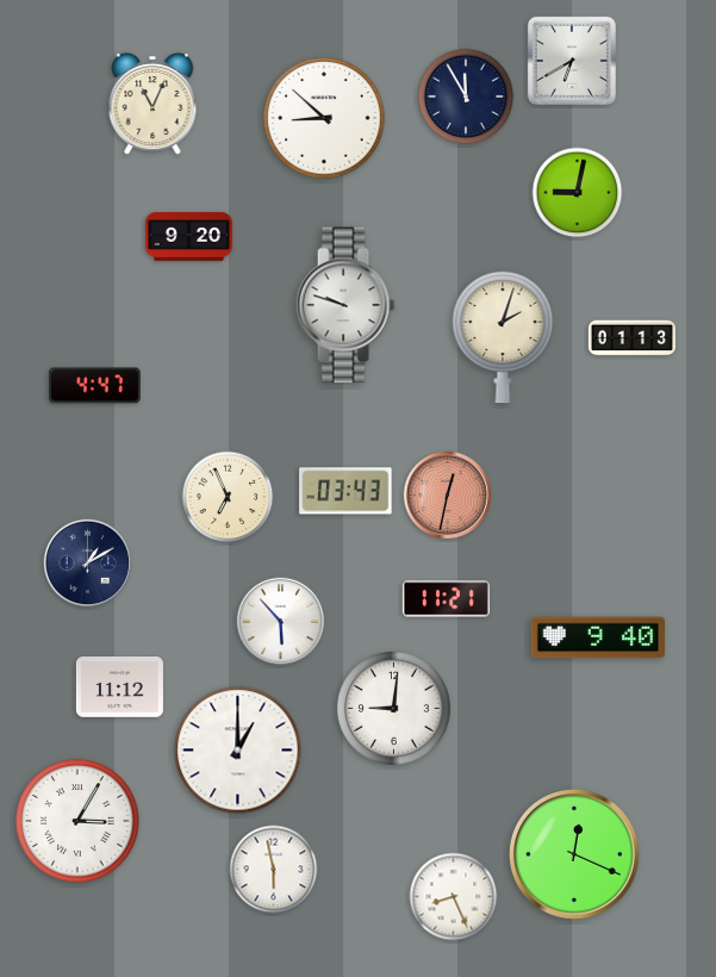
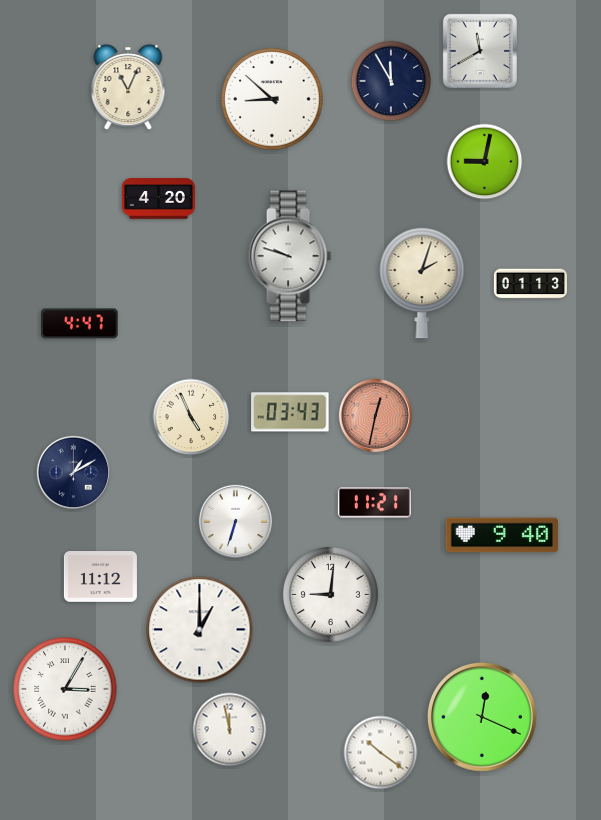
clock at (572, 61): 6:40 -> 11:40
clock at (188, 237): 9:20 -> 4:20
clock at (228, 497): 6:56 -> 4:56
clock at (281, 622): 5:53 -> 6:33
clock at (274, 870): 5:58 -> 11:58
clock at (454, 897): 8:26 -> 10:21
